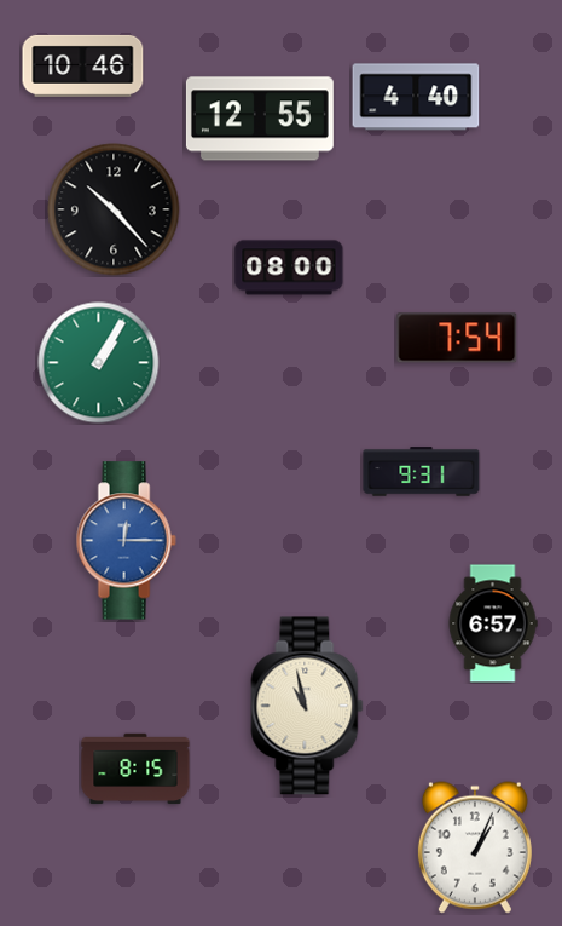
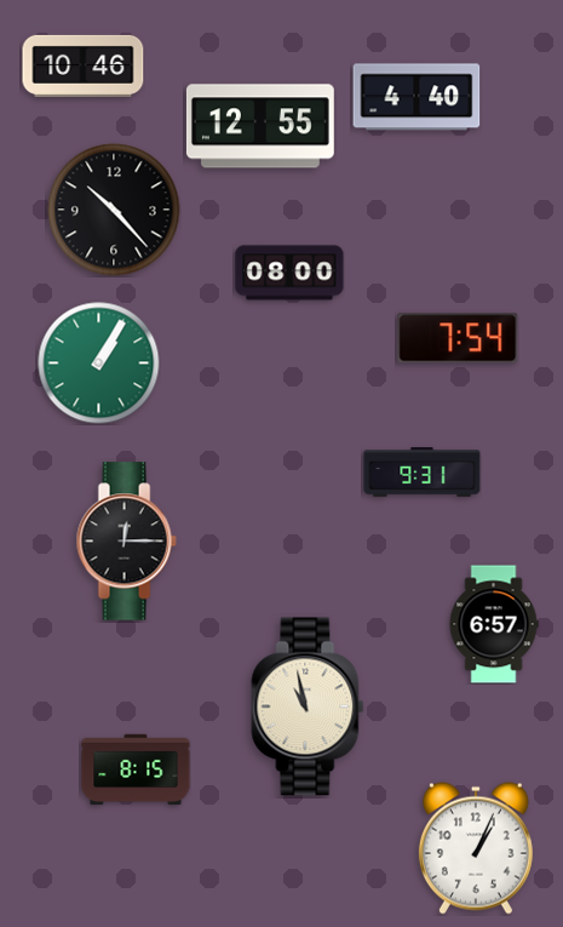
clock at (260, 119) position: (260, 119) -> (260, 126)
clock at (289, 268) position: (289, 268) -> (289, 273)
clock at (126, 541) dial: blue -> black
